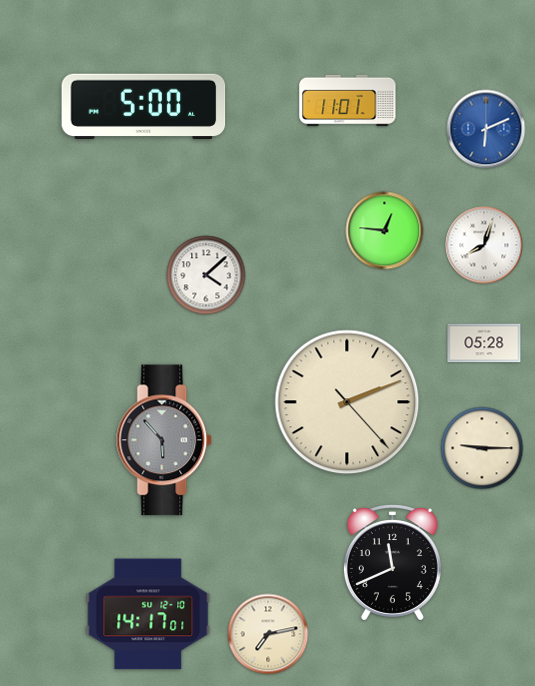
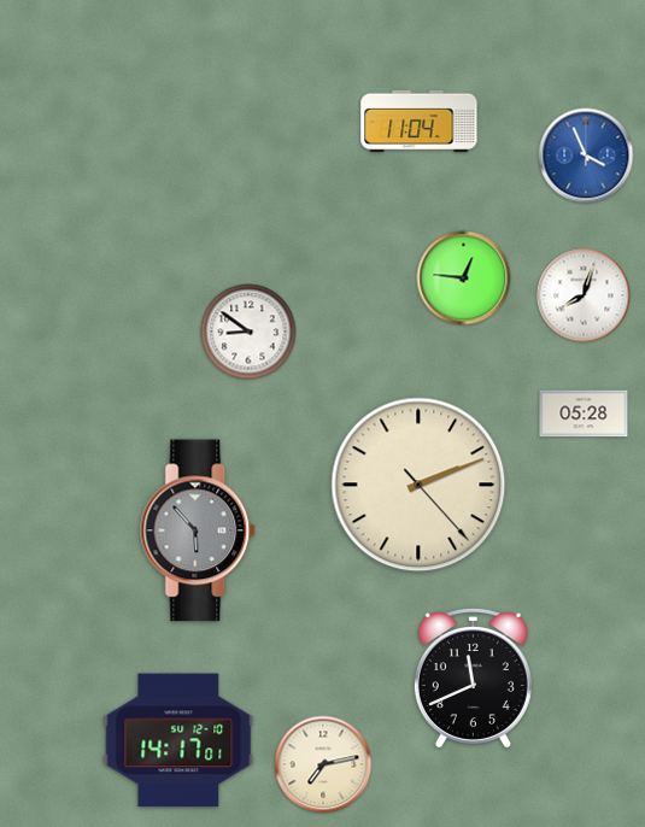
clock at (348, 101): 11:01 -> 11:04
clock at (144, 107): 5:00 -> none
clock at (486, 129): 6:11 -> 3:56
clock at (206, 275): 4:08 -> 8:51
clock at (482, 448): 9:15 -> none
